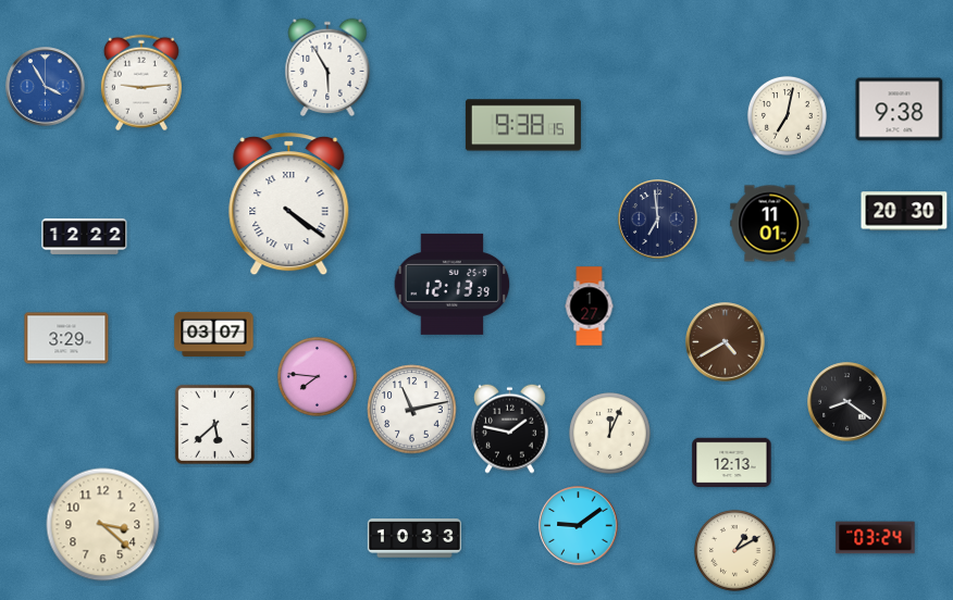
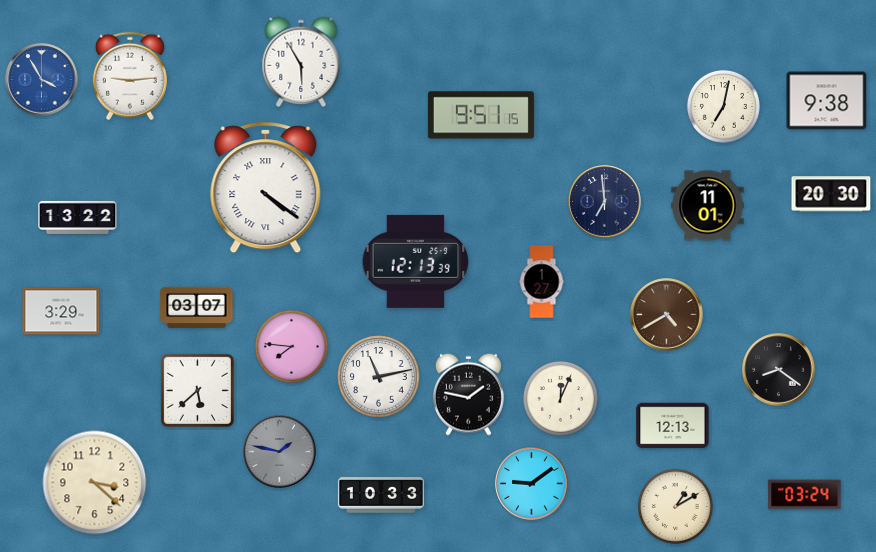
clock at (523, 125): 9:38 -> 9:51
clock at (85, 236): 12:22 -> 13:22
clock at (280, 452): none -> 1:47
